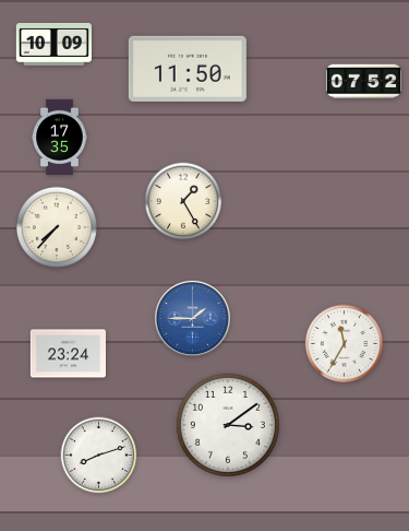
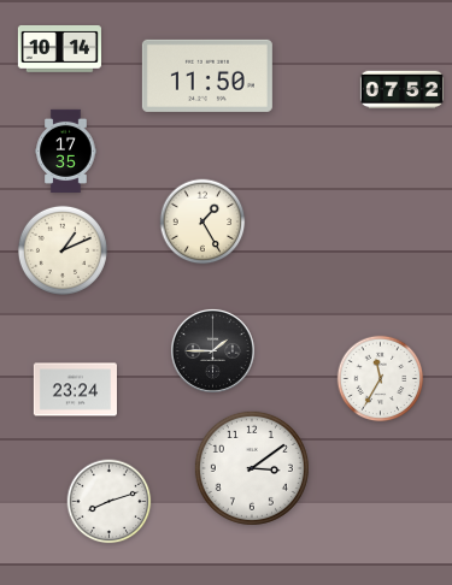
clock at (53, 44): 10:09 -> 10:14
clock at (57, 227): 7:37 -> 1:11
clock at (192, 318) dial: blue -> black
